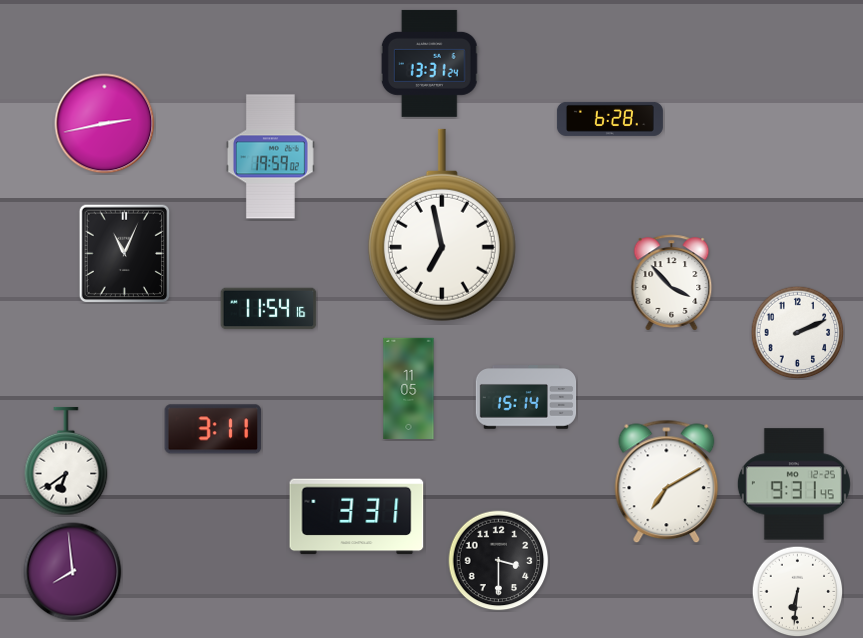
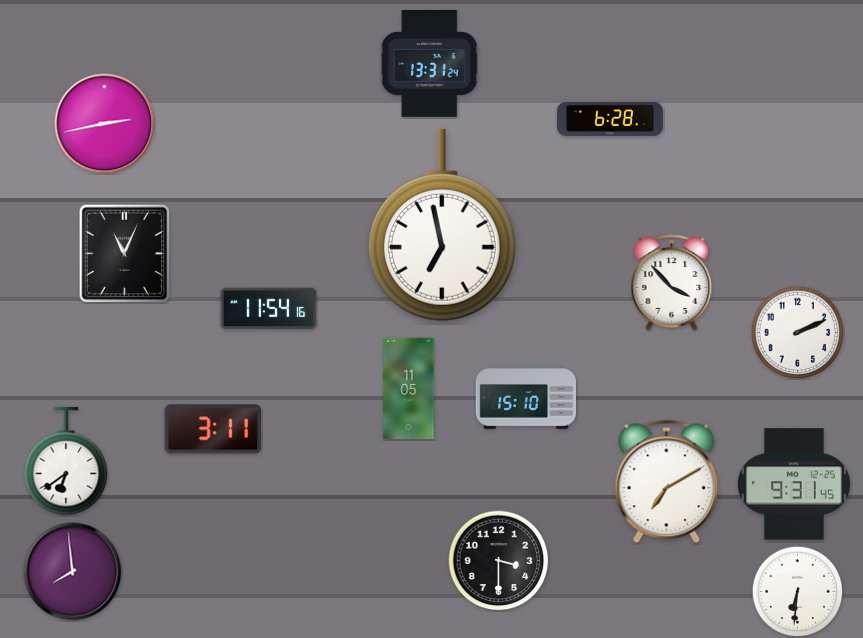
clock at (270, 157): 19:59 -> none
clock at (526, 397): 15:14 -> 15:10
clock at (357, 517): 3:31 -> none
